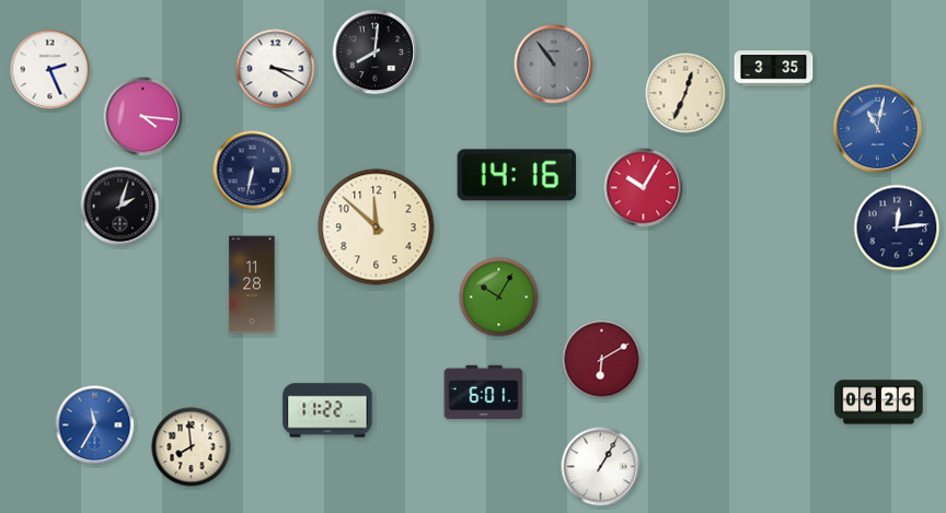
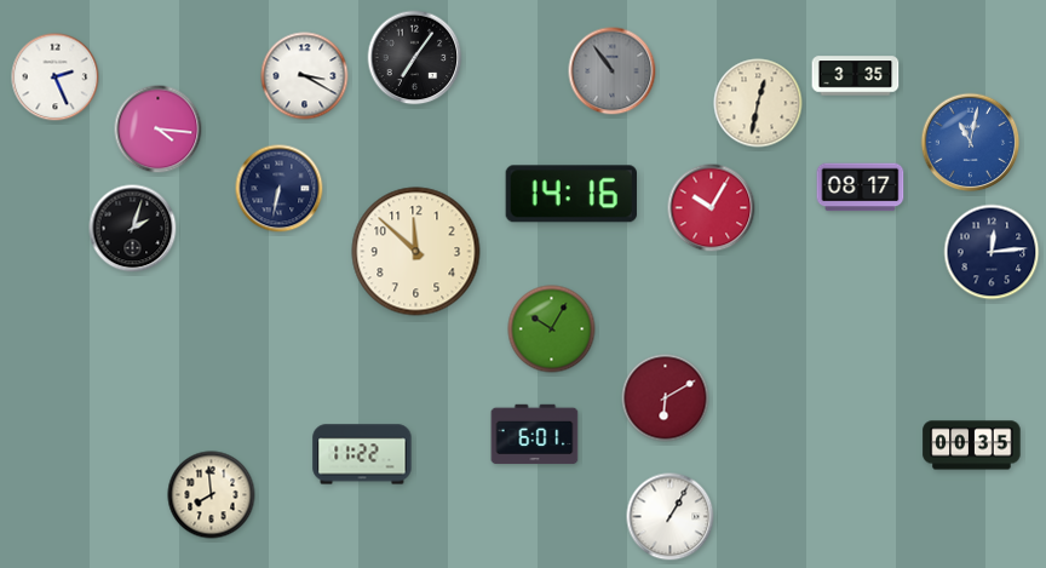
clock at (376, 53): 8:01 -> 7:06
clock at (685, 93): 12:34 -> 12:32
clock at (861, 188): none -> 08:17
clock at (252, 284): 11:28 -> none
clock at (879, 403): 06:26 -> 00:35
clock at (95, 425): 11:35 -> none
clock at (601, 467) position: (601, 467) -> (671, 517)
